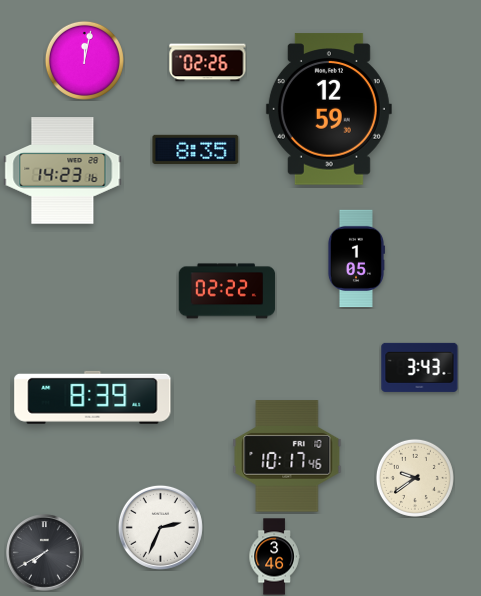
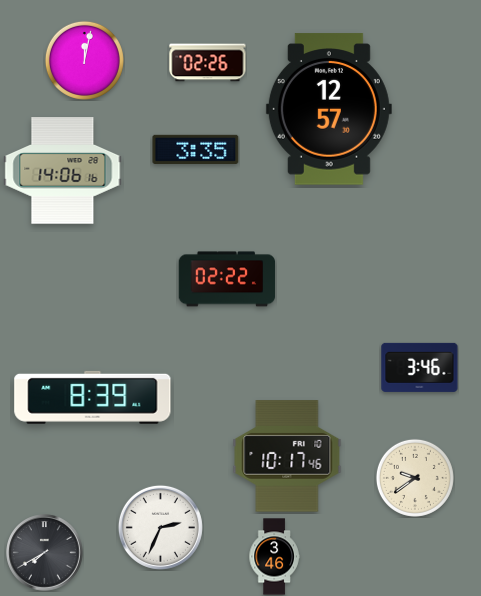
clock at (329, 109): 12:59 -> 12:57
clock at (196, 149): 8:35 -> 3:35
clock at (63, 171): 14:23 -> 14:06
clock at (356, 259): 1:05 -> none
clock at (227, 291) position: (227, 291) -> (227, 279)
clock at (420, 367): 3:43 -> 3:46
